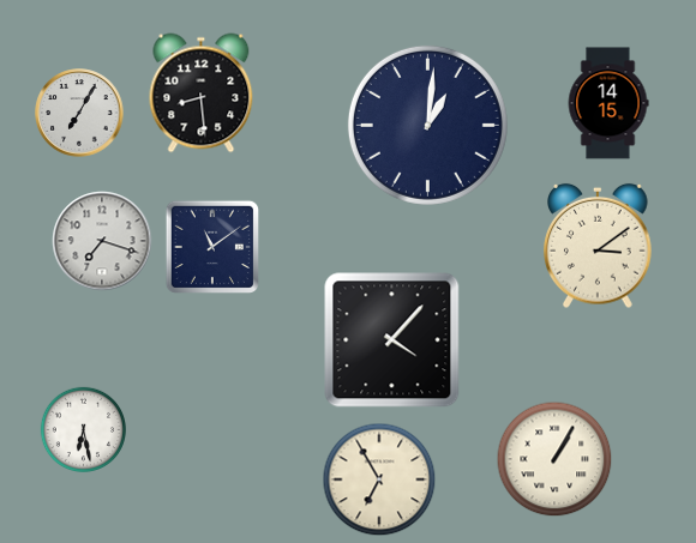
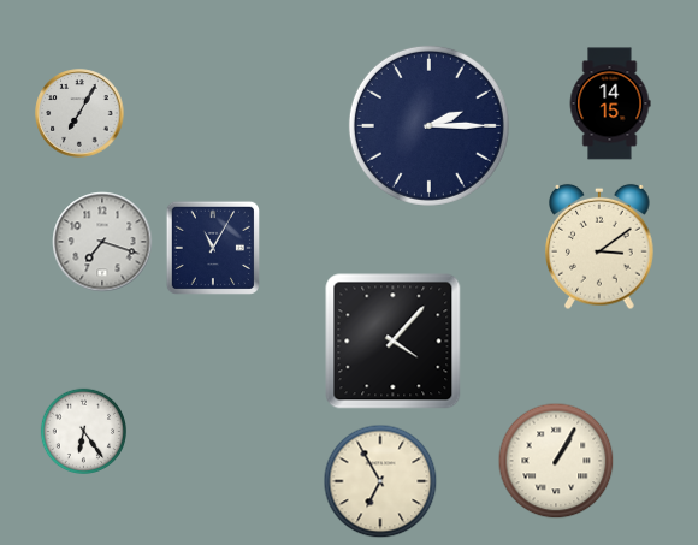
clock at (202, 93): 8:29 -> none
clock at (427, 125): 1:01 -> 2:15
clock at (211, 246): 11:09 -> 11:05
clock at (83, 429): 6:28 -> 6:24
